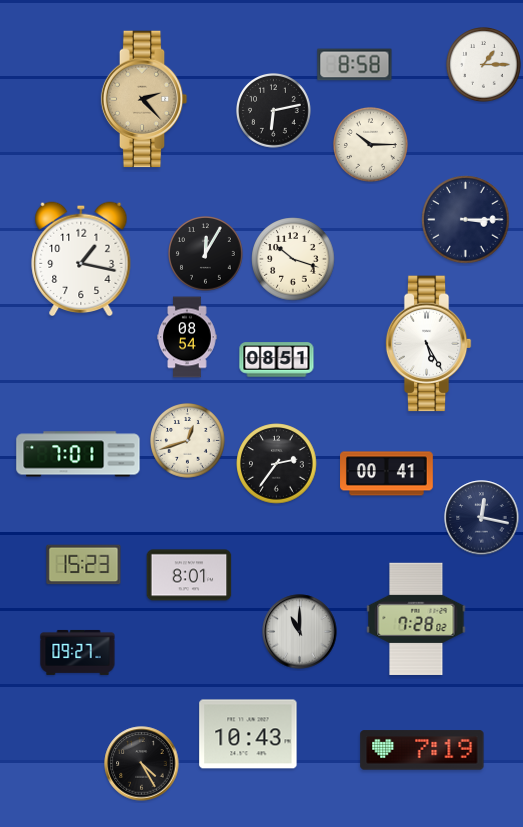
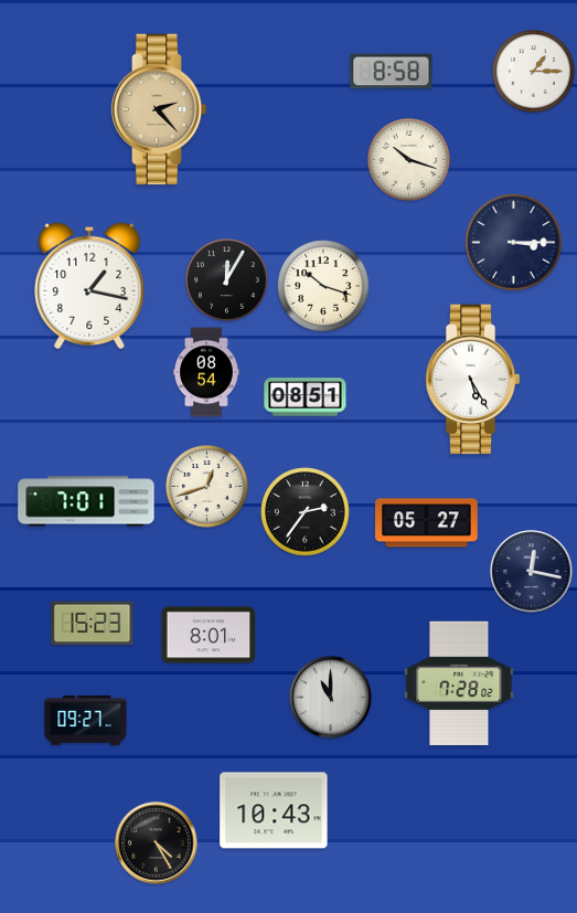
clock at (274, 111): 6:13 -> none
clock at (371, 145): 10:15 -> 10:18
clock at (387, 474): 00:41 -> 05:27
clock at (422, 750): 7:19 -> none
